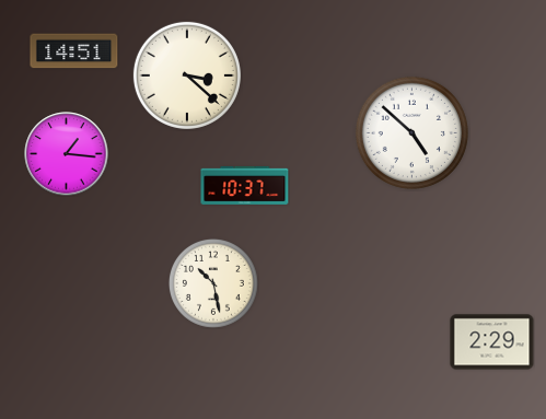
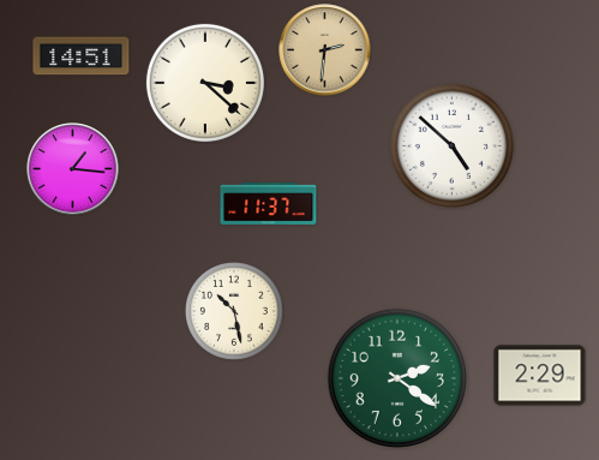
clock at (325, 50): none -> 2:31
clock at (245, 185): 10:37 -> 11:37
clock at (396, 377): none -> 2:21
